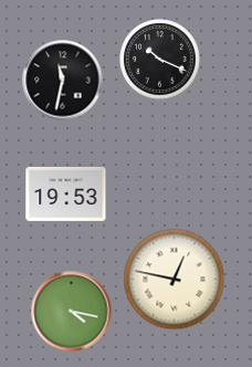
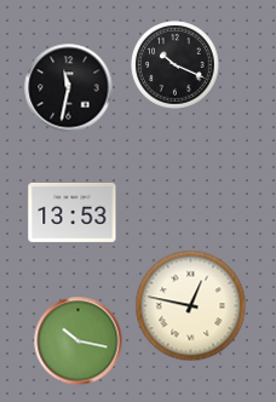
clock at (66, 193): 19:53 -> 13:53
clock at (72, 312): 4:17 -> 10:17
